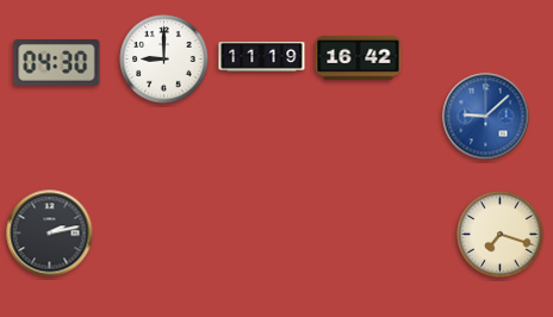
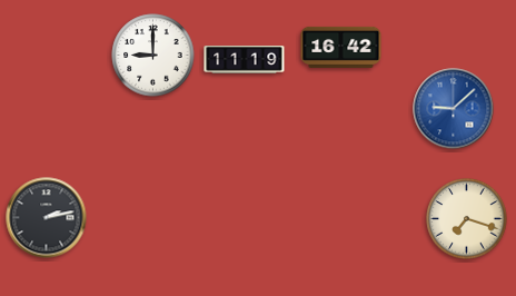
clock at (262, 57) position: (262, 57) -> (245, 60)
clock at (359, 57) position: (359, 57) -> (341, 47)
clock at (57, 63): 04:30 -> none
